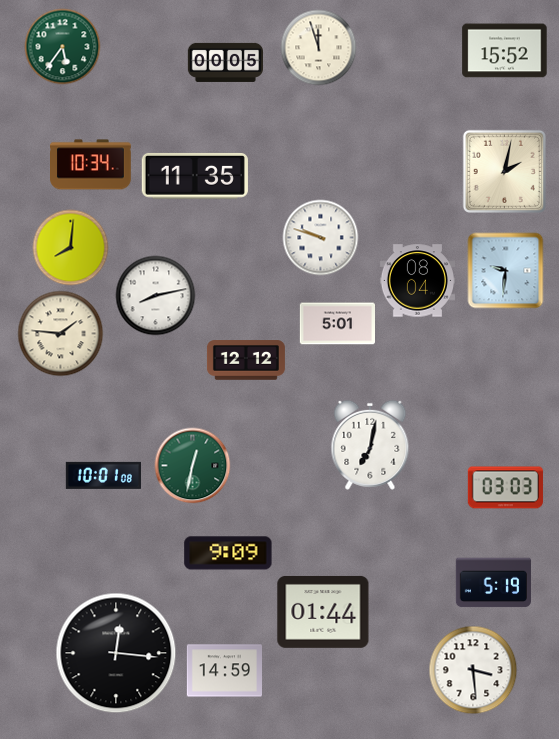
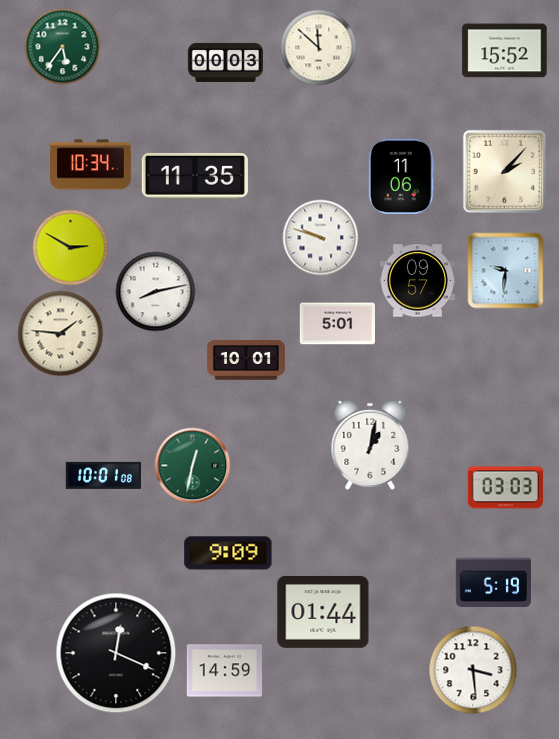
clock at (319, 48): 11:57 -> 11:52
clock at (225, 62): 00:05 -> 00:03
clock at (504, 171): 2:02 -> 2:07
clock at (402, 176): none -> 11:06
clock at (71, 248): 8:01 -> 2:50
clock at (417, 281): 08:04 -> 09:57
clock at (156, 296) position: (156, 296) -> (156, 292)
clock at (246, 360): 12:12 -> 10:01
clock at (370, 445): 7:02 -> 1:02
clock at (116, 653): 12:16 -> 12:19
